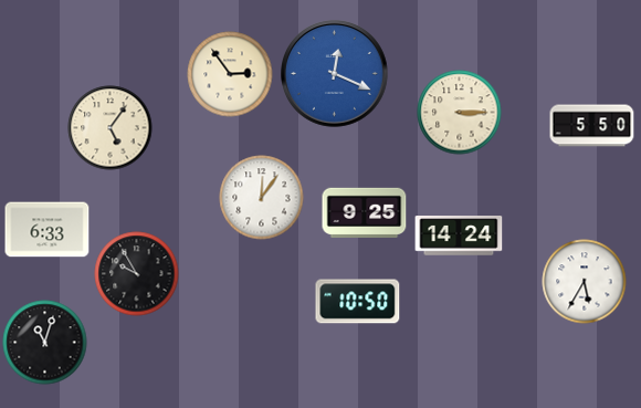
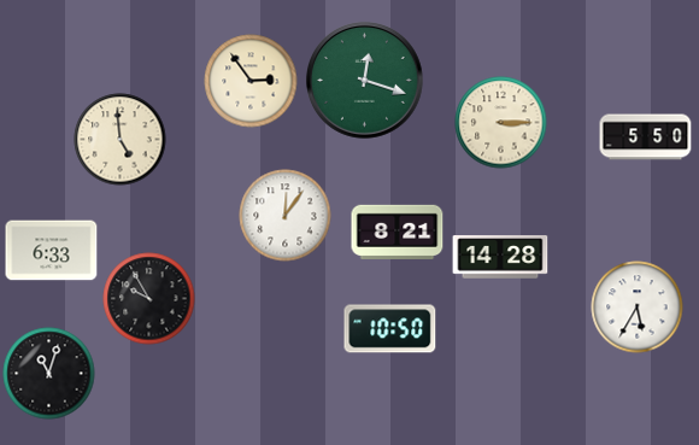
clock at (335, 74): 12:19 -> 12:18
clock at (335, 74) dial: blue -> green
clock at (111, 128): 5:06 -> 4:59
clock at (365, 212): 9:25 -> 8:21
clock at (459, 236): 14:24 -> 14:28
